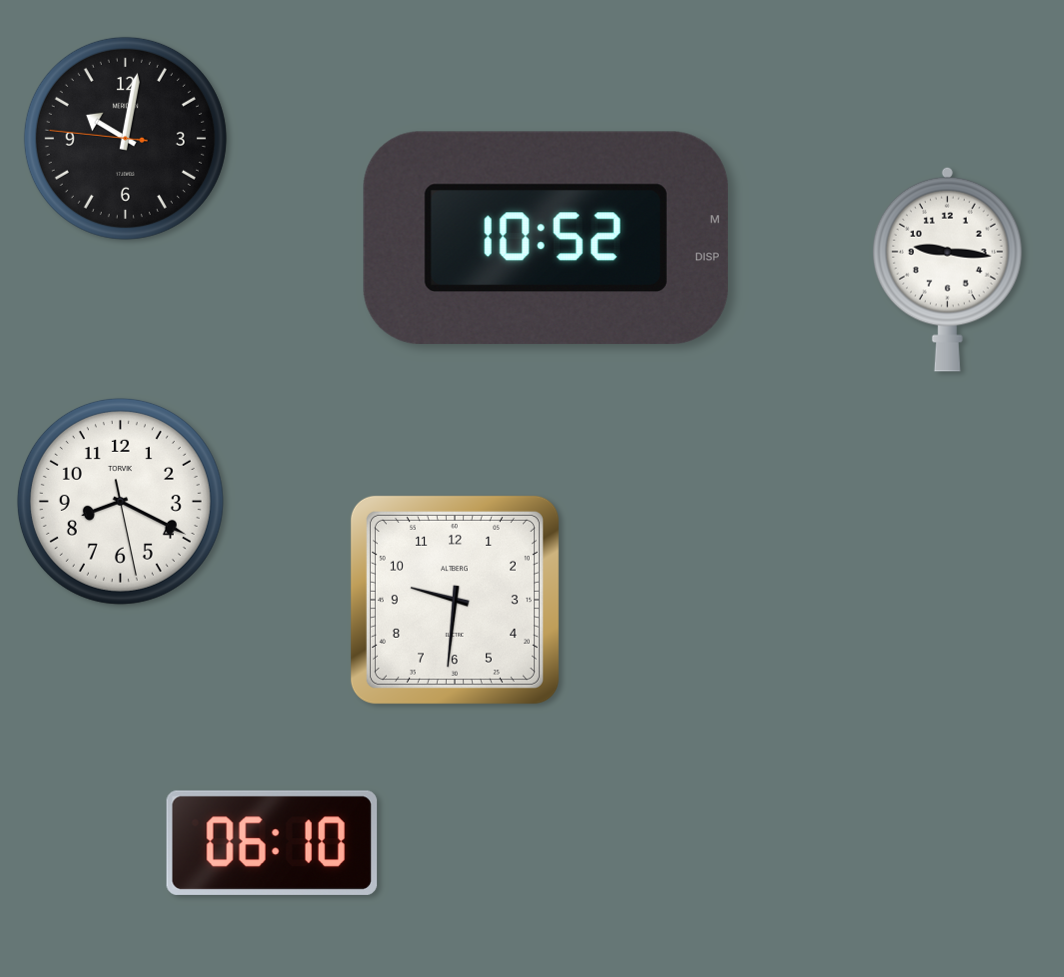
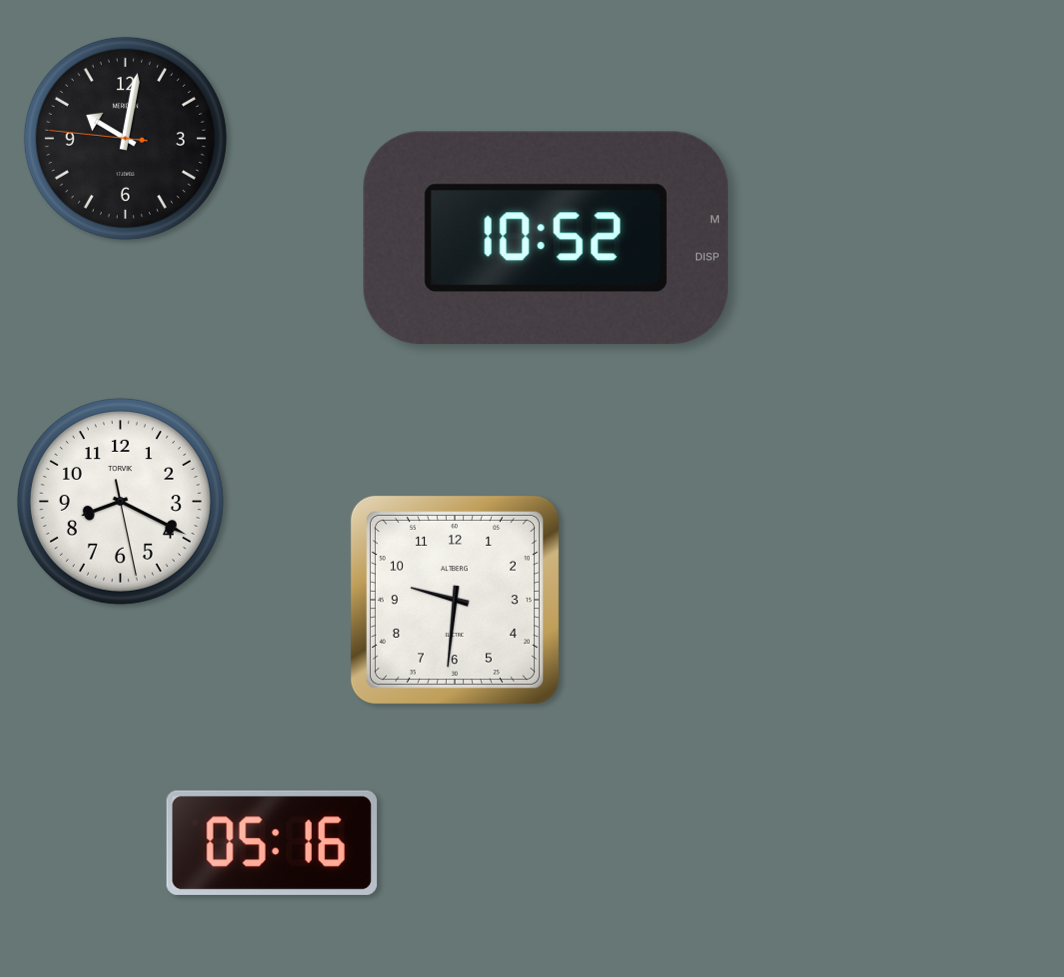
clock at (947, 269): 9:16 -> none
clock at (272, 843): 06:10 -> 05:16
